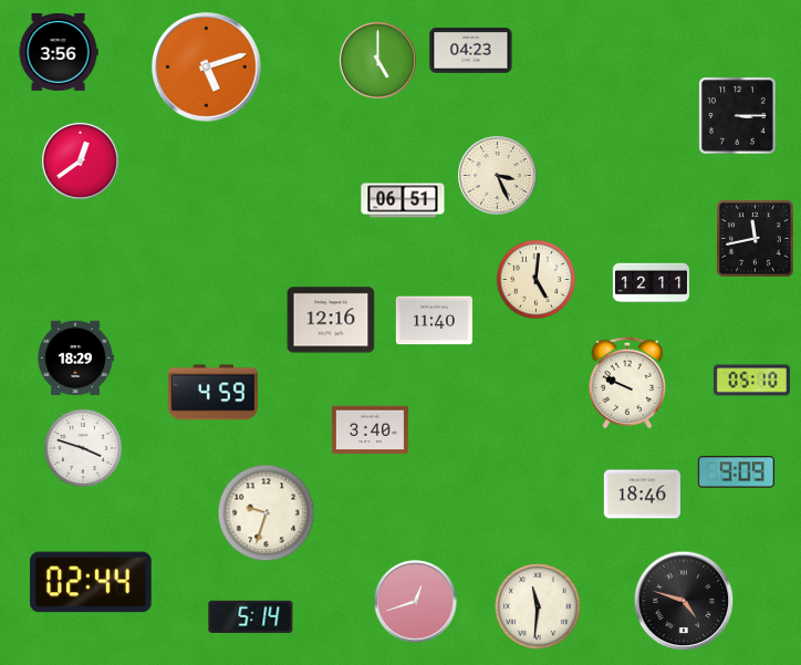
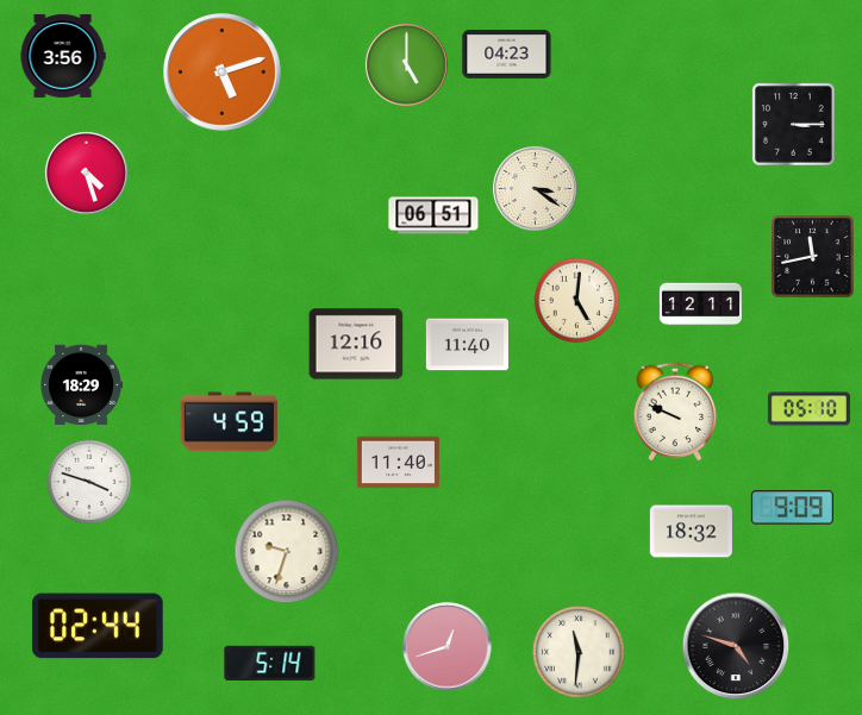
clock at (80, 160): 12:39 -> 4:27
clock at (498, 176): 3:26 -> 3:21
clock at (370, 430): 3:40 -> 11:40
clock at (642, 495): 18:46 -> 18:32
